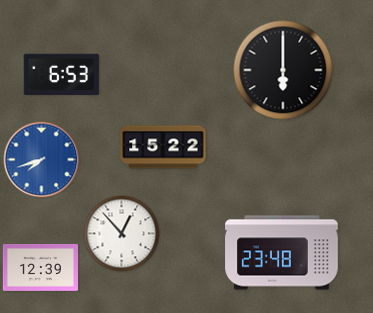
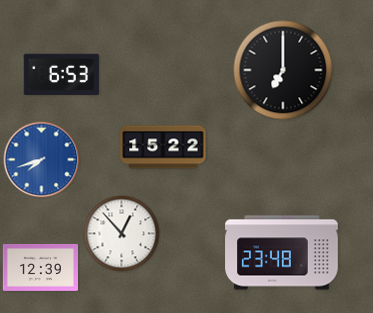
clock at (283, 70): 6:00 -> 7:00
